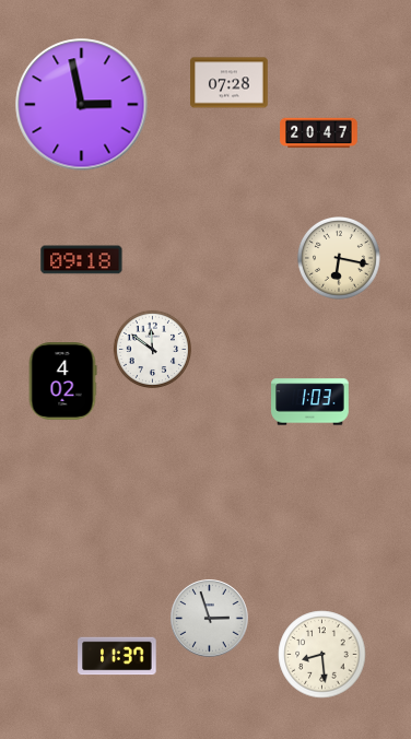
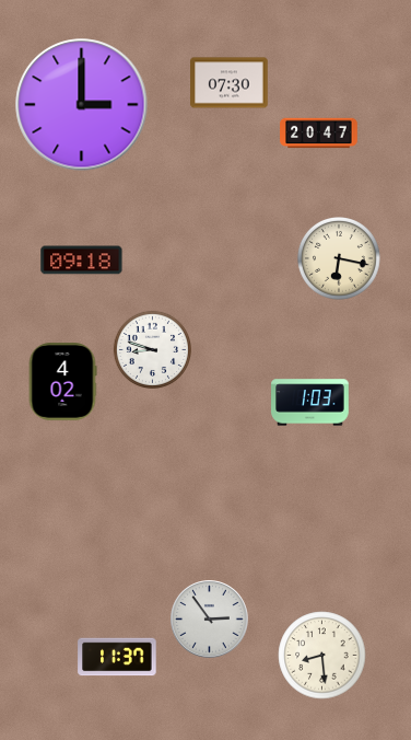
clock at (230, 83): 07:28 -> 07:30
clock at (82, 105): 2:58 -> 3:00
clock at (152, 349): 11:51 -> 8:48
clock at (210, 619): 2:57 -> 2:54
